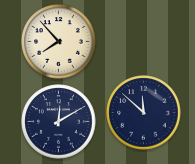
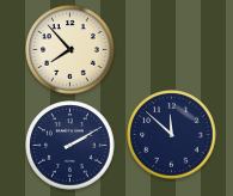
clock at (59, 122): 12:10 -> 2:10
